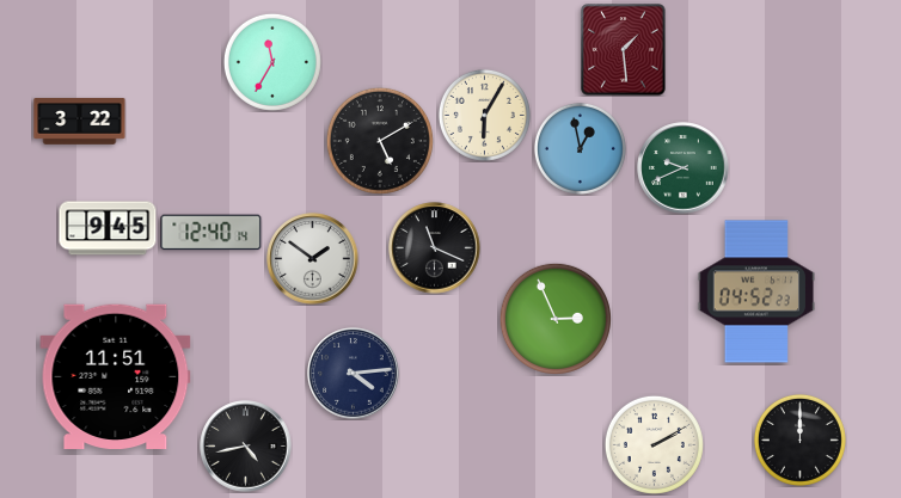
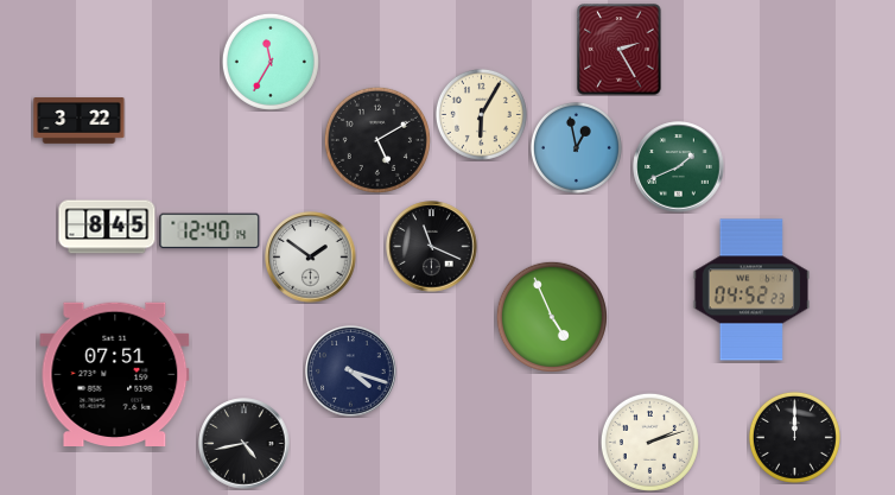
clock at (624, 50): 1:29 -> 2:25
clock at (684, 168): 9:41 -> 1:41
clock at (108, 228): 9:45 -> 8:45
clock at (556, 319): 2:56 -> 4:56
clock at (354, 374): 4:14 -> 4:18
clock at (116, 377): 11:51 -> 07:51
clock at (654, 444): 2:10 -> 2:12
